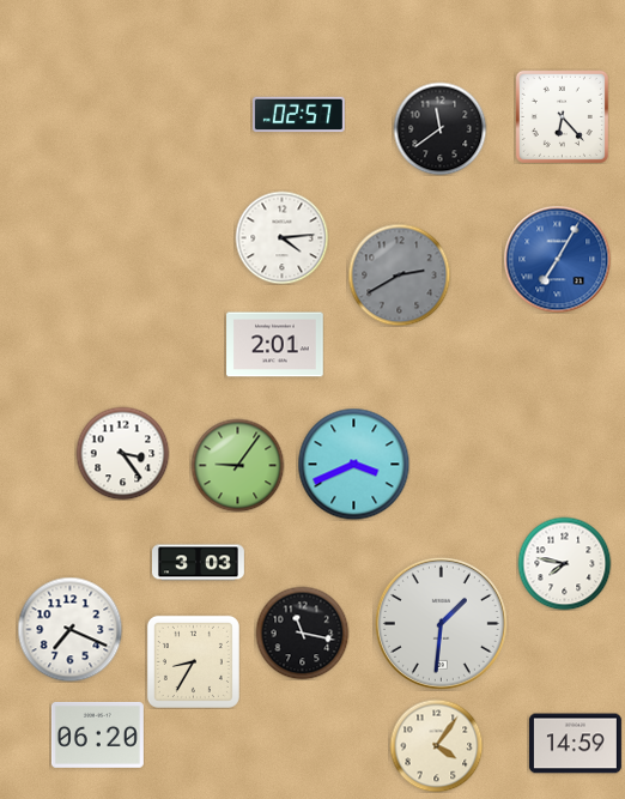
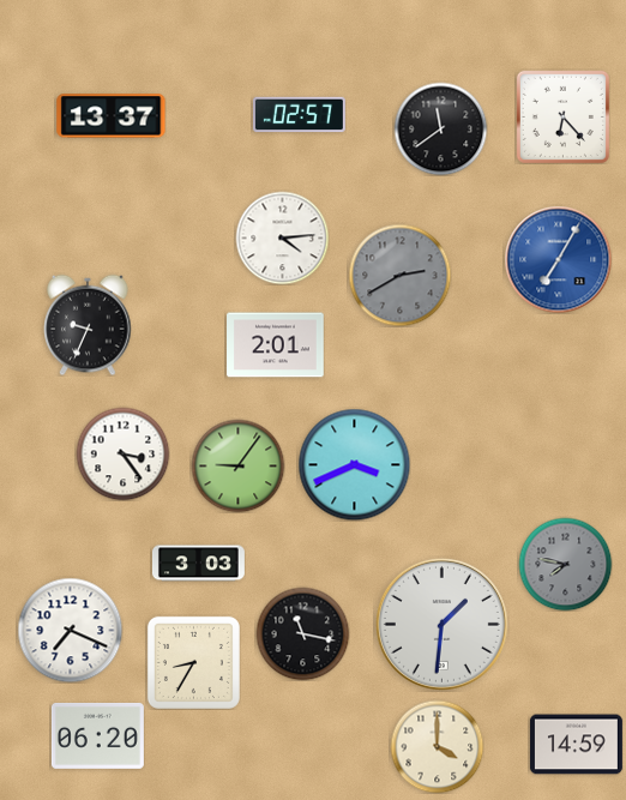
clock at (112, 116): none -> 13:37
clock at (88, 325): none -> 9:34
clock at (564, 563) dial: white -> grey
clock at (436, 745): 4:06 -> 4:00
